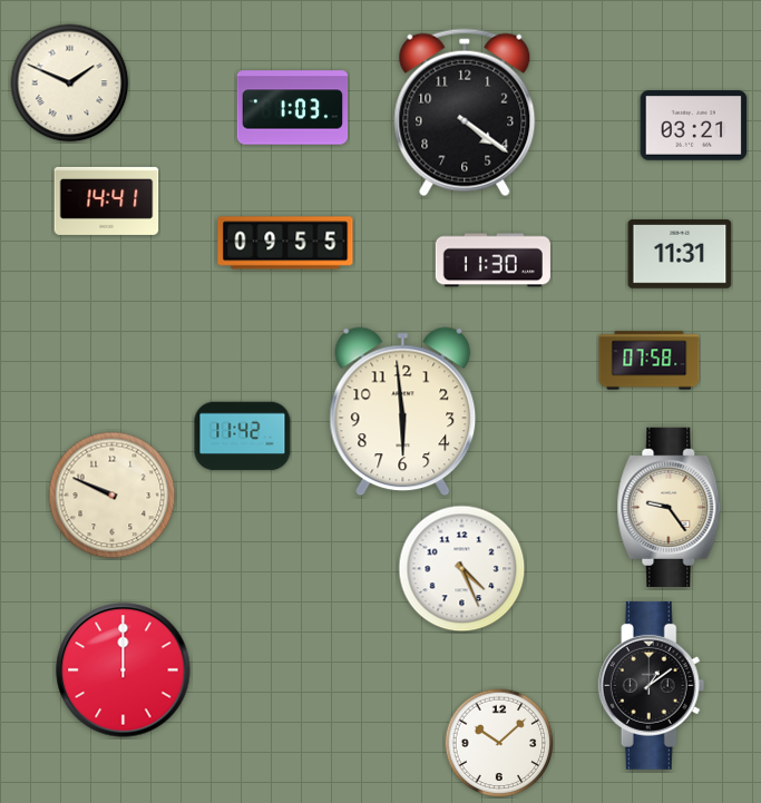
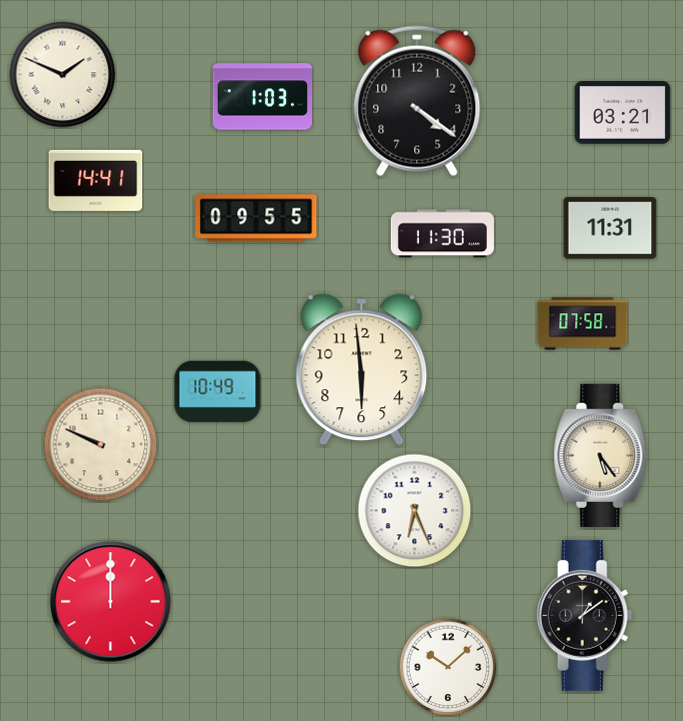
clock at (243, 437): 11:42 -> 10:49
clock at (670, 507): 9:24 -> 5:24
clock at (462, 569): 4:26 -> 6:26
